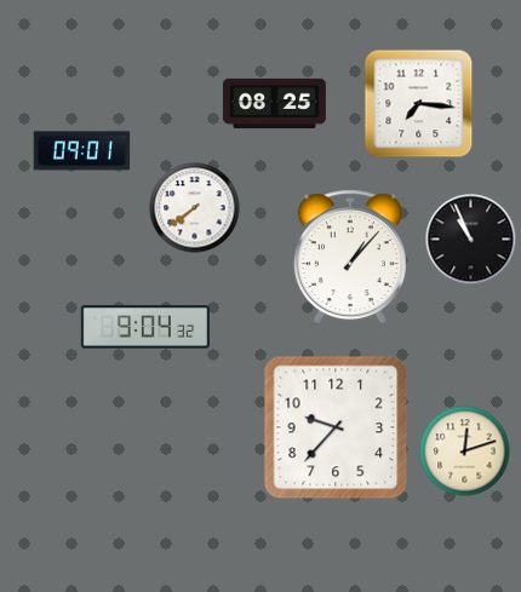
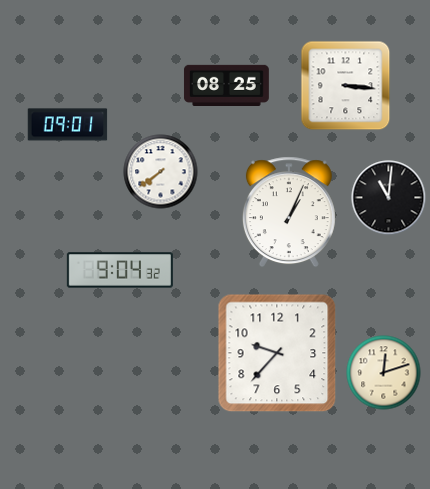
clock at (419, 104): 7:16 -> 3:16
clock at (471, 240): 10:56 -> 11:01
clock at (350, 257): 1:07 -> 1:04
